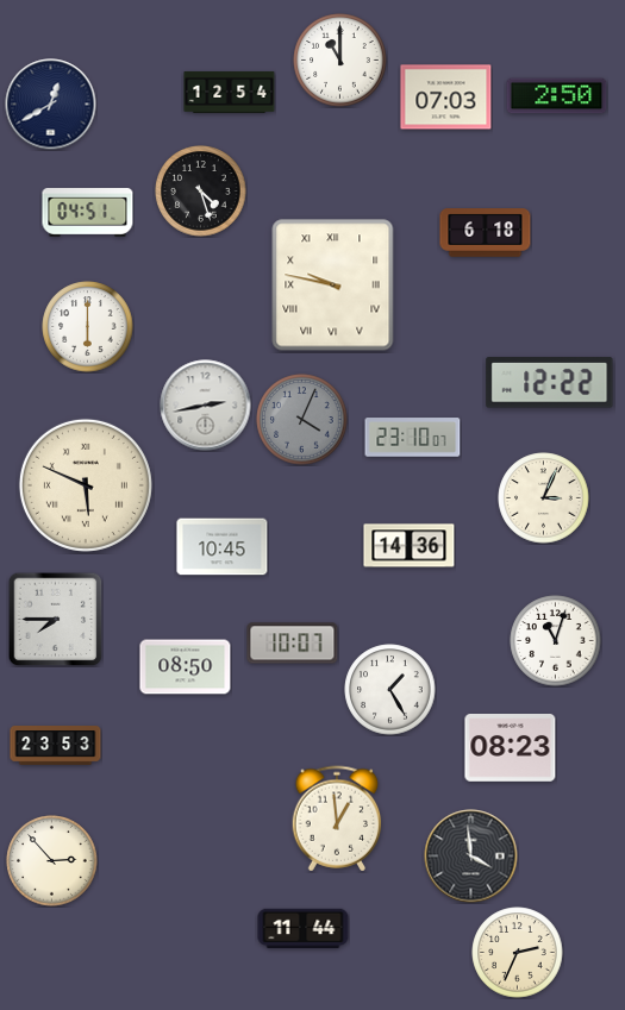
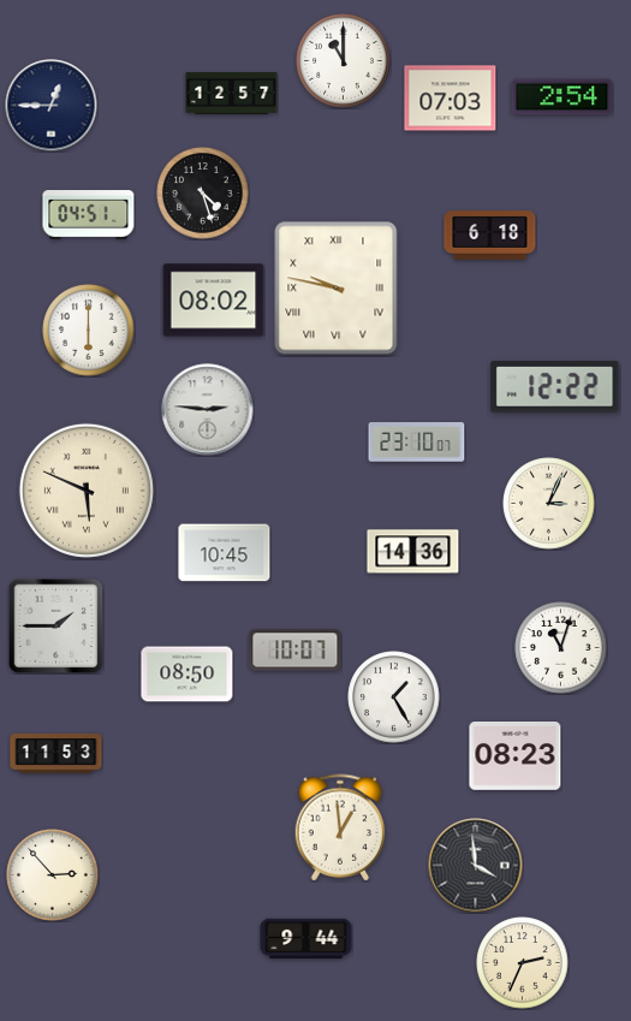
clock at (230, 92): 12:54 -> 12:57
clock at (557, 96): 2:50 -> 2:54
clock at (51, 105): 12:40 -> 12:45
clock at (214, 301): none -> 08:02
clock at (206, 406): 2:43 -> 2:46
clock at (302, 420): 4:04 -> none
clock at (55, 619): 7:45 -> 1:45
clock at (56, 746): 23:53 -> 11:53
clock at (52, 861) position: (52, 861) -> (53, 875)
clock at (304, 929): 11:44 -> 9:44
